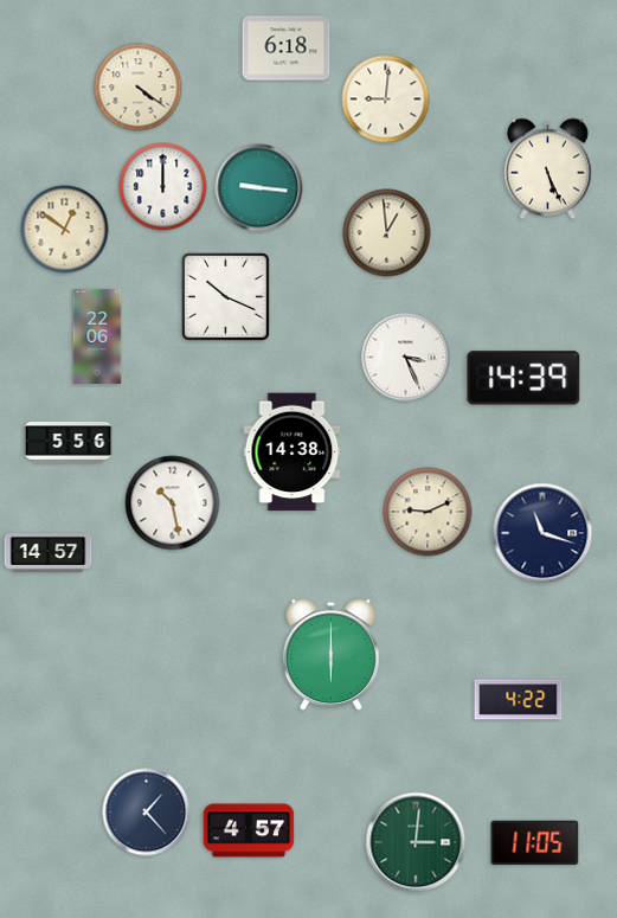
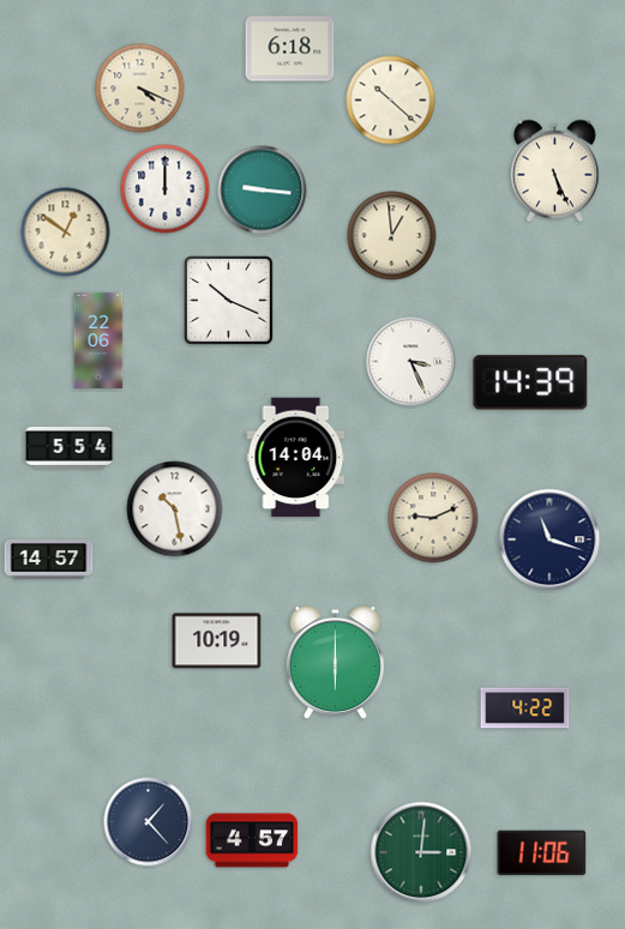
clock at (139, 88): 4:21 -> 4:19
clock at (386, 99): 9:01 -> 10:22
clock at (69, 443): 5:56 -> 5:54
clock at (293, 452): 14:38 -> 14:04
clock at (217, 641): none -> 10:19
clock at (535, 843): 11:05 -> 11:06
